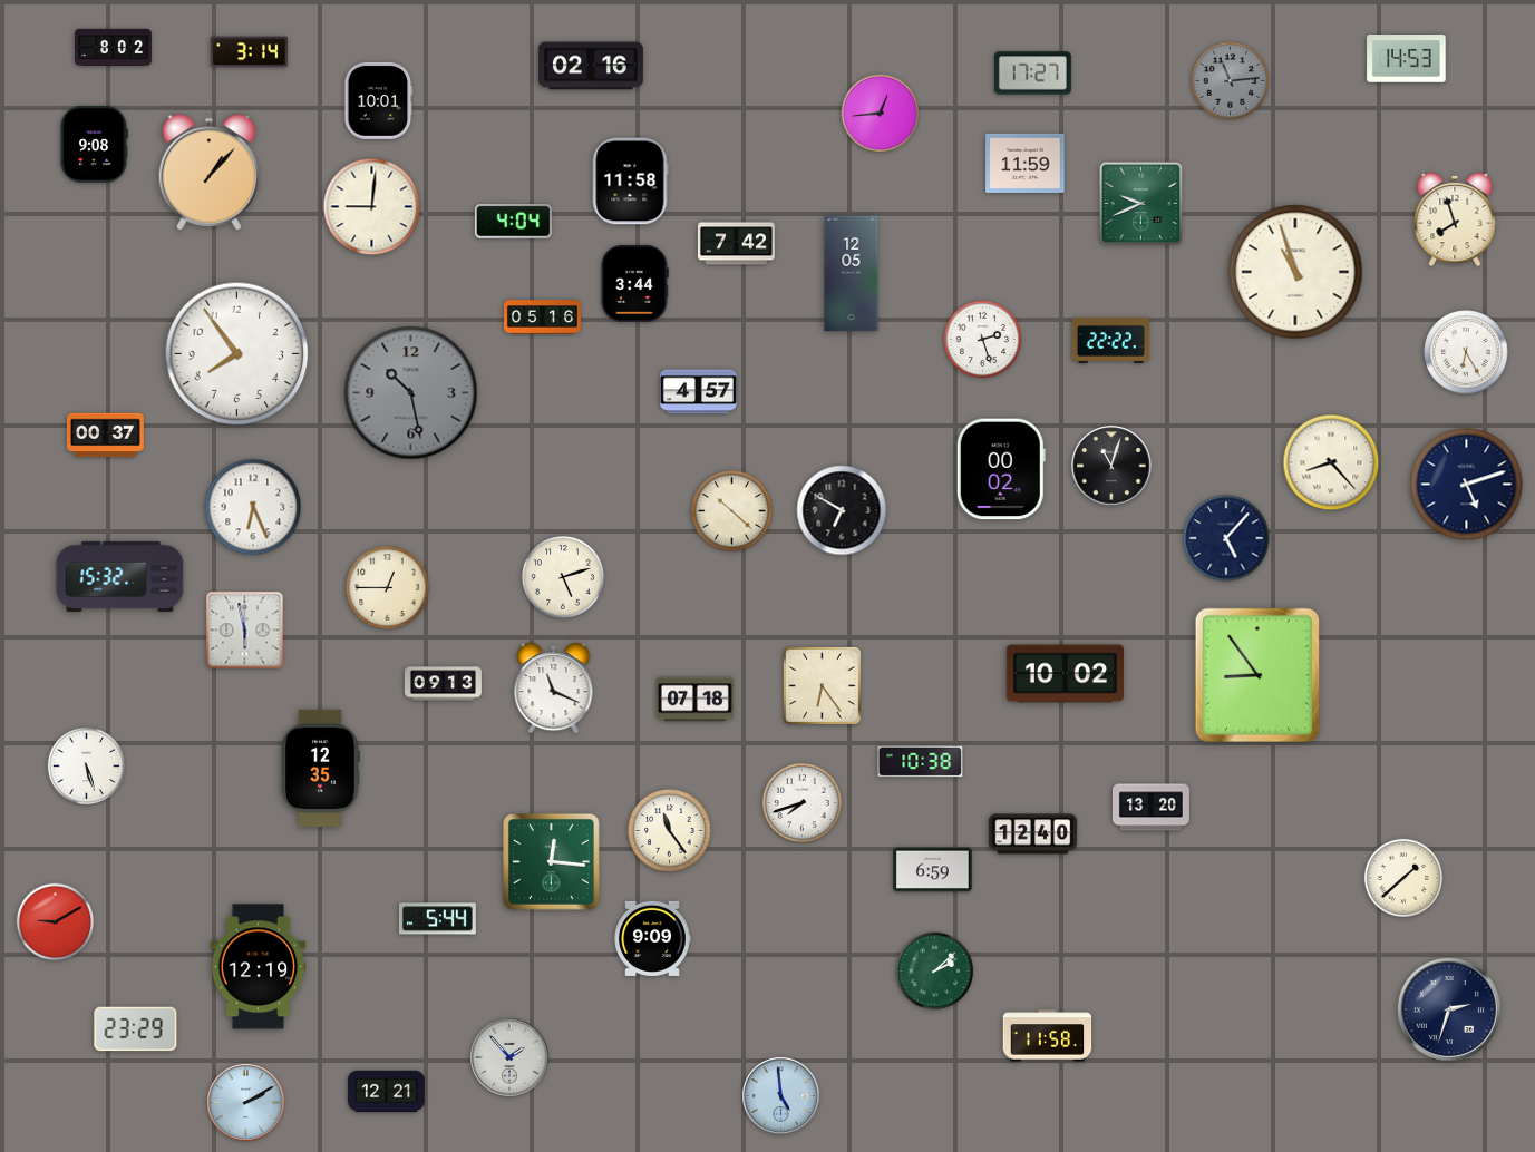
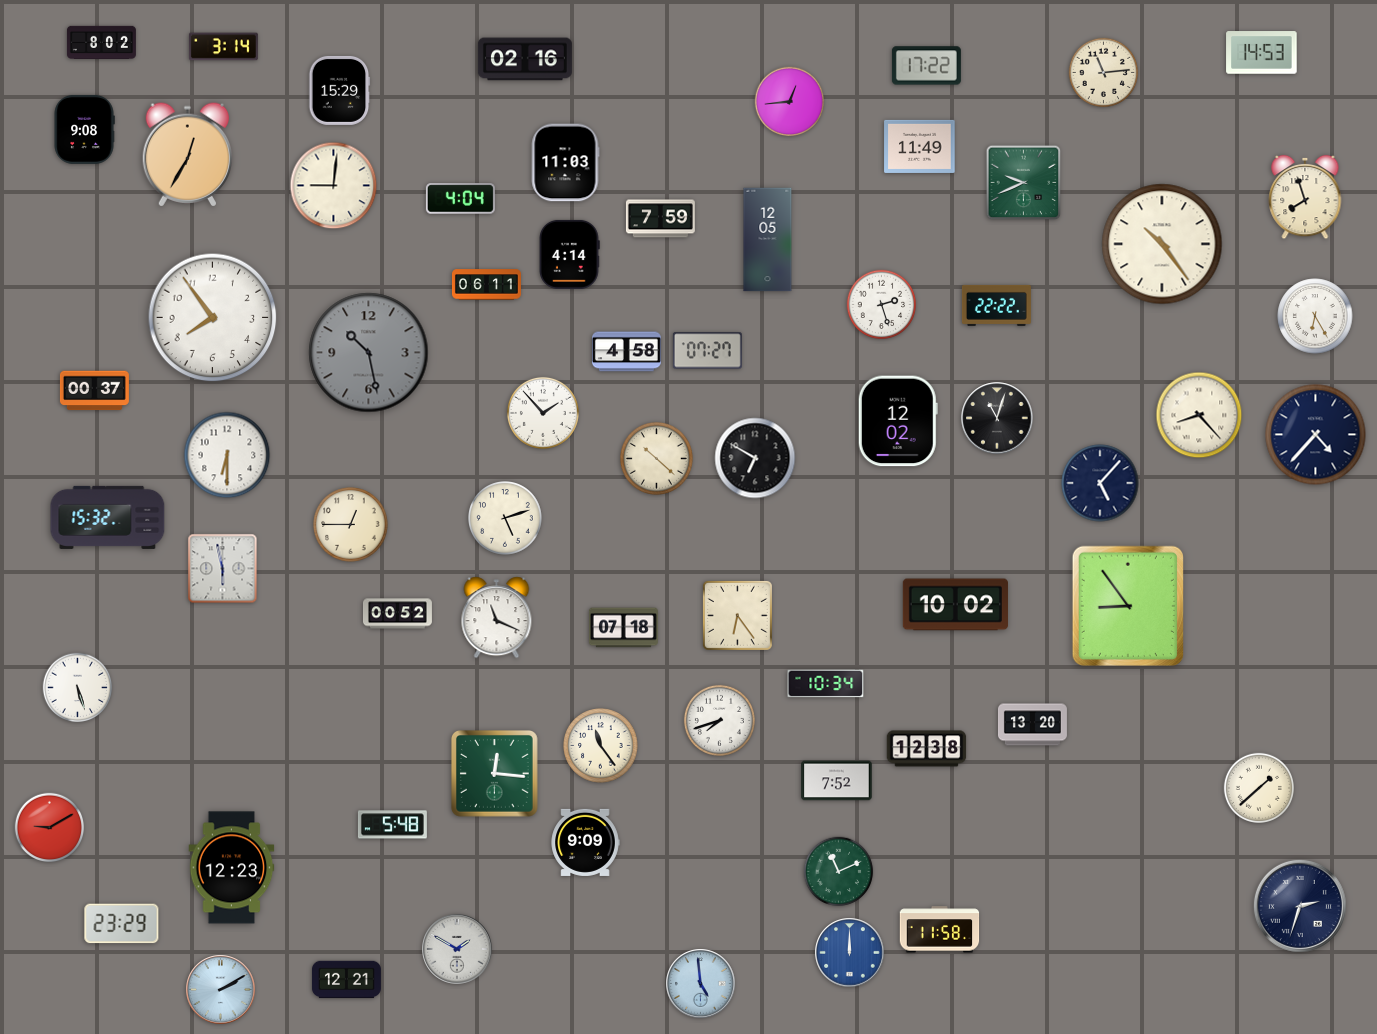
clock at (591, 66) position: (591, 66) -> (525, 59)
clock at (1032, 74): 17:27 -> 17:22
clock at (1231, 81) dial: grey -> cream
clock at (378, 100): 10:01 -> 15:29
clock at (1026, 163): 11:59 -> 11:49
clock at (208, 173): 1:07 -> 12:35
clock at (630, 182): 11:58 -> 11:03
clock at (736, 244): 7:42 -> 7:59
clock at (1295, 272): 10:57 -> 10:24
clock at (852, 274) position: (852, 274) -> (768, 240)
clock at (635, 283): 3:44 -> 4:14
clock at (542, 318): 05:16 -> 06:11
clock at (707, 351): none -> 07:27
clock at (698, 392): 4:57 -> 4:58
clock at (543, 413): none -> 1:53
clock at (1331, 462) position: (1331, 462) -> (1199, 415)
clock at (1001, 469): 00:02 -> 12:02
clock at (1467, 485): 5:12 -> 4:37
clock at (253, 507): 6:26 -> 6:30
clock at (388, 588) position: (388, 588) -> (351, 525)
clock at (245, 631) position: (245, 631) -> (223, 569)
clock at (443, 684): 09:13 -> 00:52
clock at (921, 762): 10:38 -> 10:34
clock at (321, 768): 12:35 -> none
clock at (1033, 834): 12:40 -> 12:38
clock at (933, 870): 6:59 -> 7:52
clock at (437, 919): 5:44 -> 5:48
clock at (259, 967): 12:19 -> 12:23
clock at (935, 972): 2:08 -> 11:11
clock at (509, 1057): 1:53 -> 1:50
clock at (850, 953): none -> 12:00
